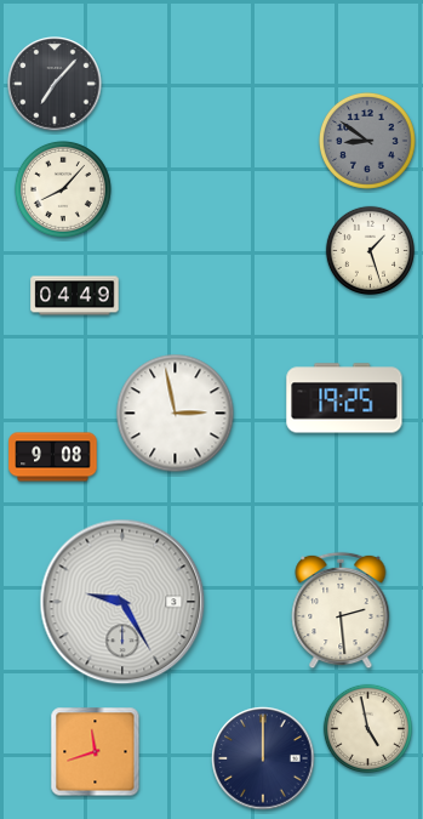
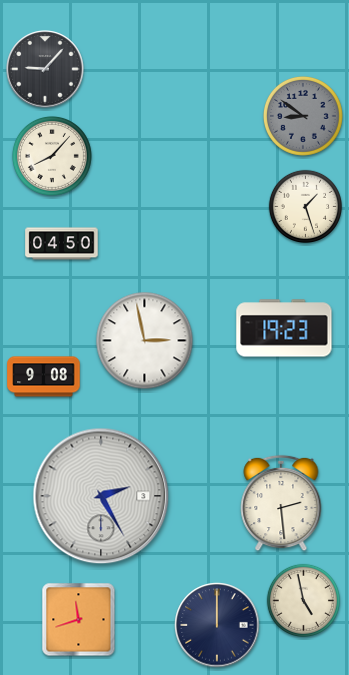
clock at (55, 84): 7:07 -> 9:07
clock at (75, 296): 04:49 -> 04:50
clock at (344, 398): 19:25 -> 19:23
clock at (122, 602): 9:25 -> 2:25
